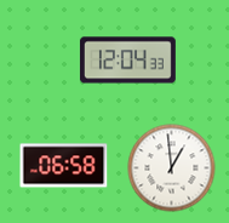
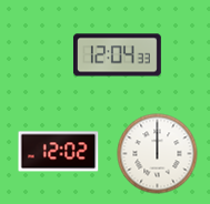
clock at (64, 166): 06:58 -> 12:02
clock at (172, 168): 12:59 -> 12:00
